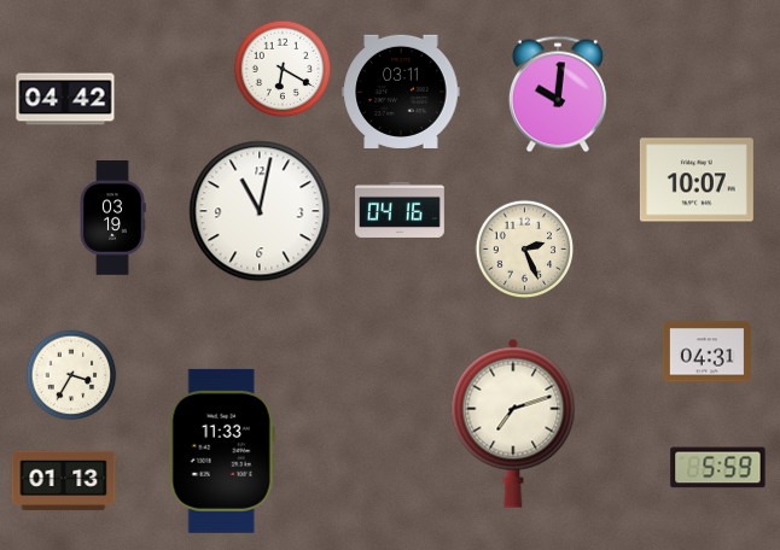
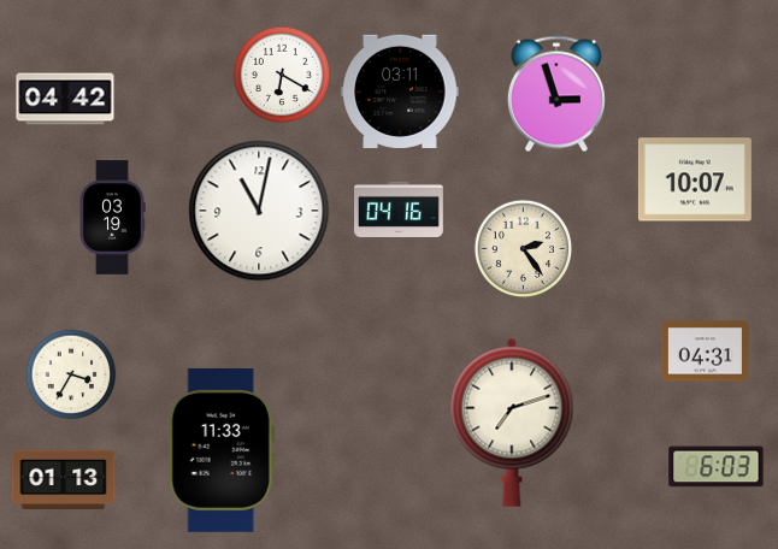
clock at (283, 69) position: (283, 69) -> (282, 75)
clock at (558, 94): 10:01 -> 2:57
clock at (525, 250): 2:26 -> 2:24
clock at (718, 468): 5:59 -> 6:03
